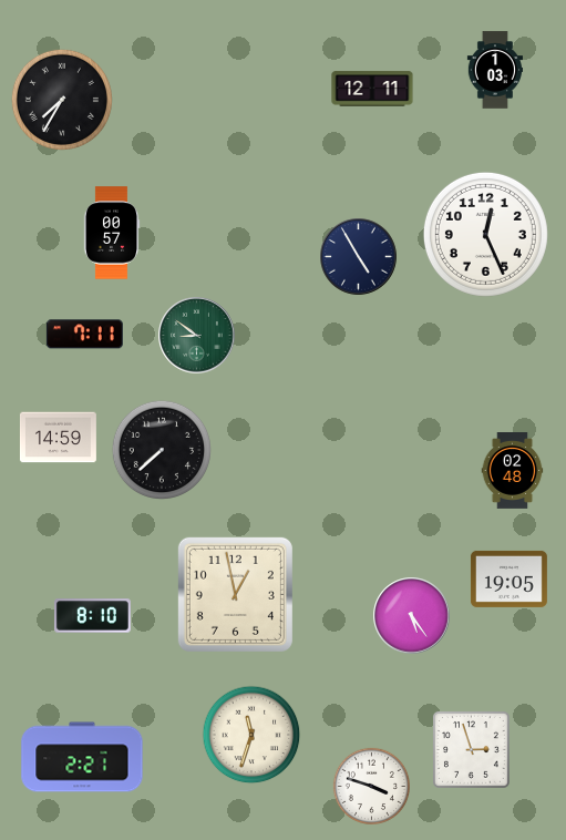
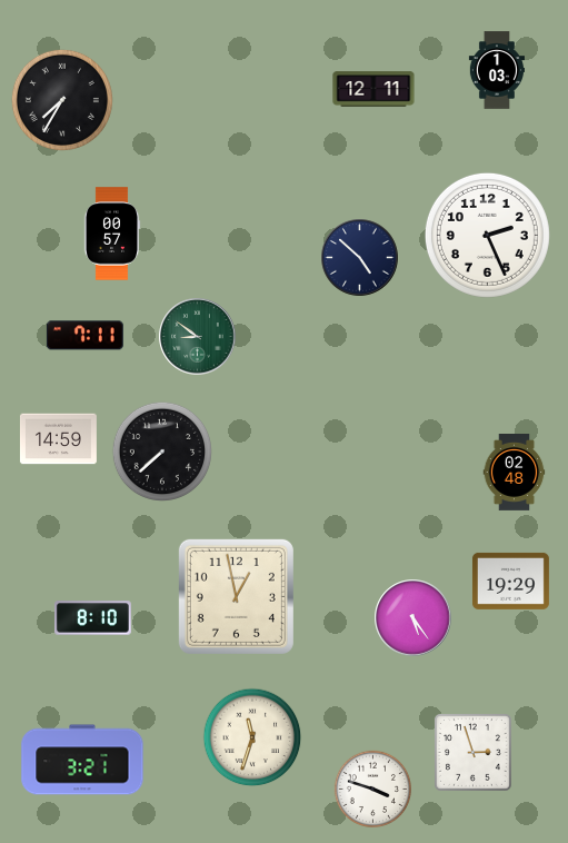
clock at (485, 234): 12:26 -> 2:26
clock at (359, 257): 4:55 -> 4:52
clock at (508, 578): 19:05 -> 19:29
clock at (82, 757): 2:21 -> 3:21
